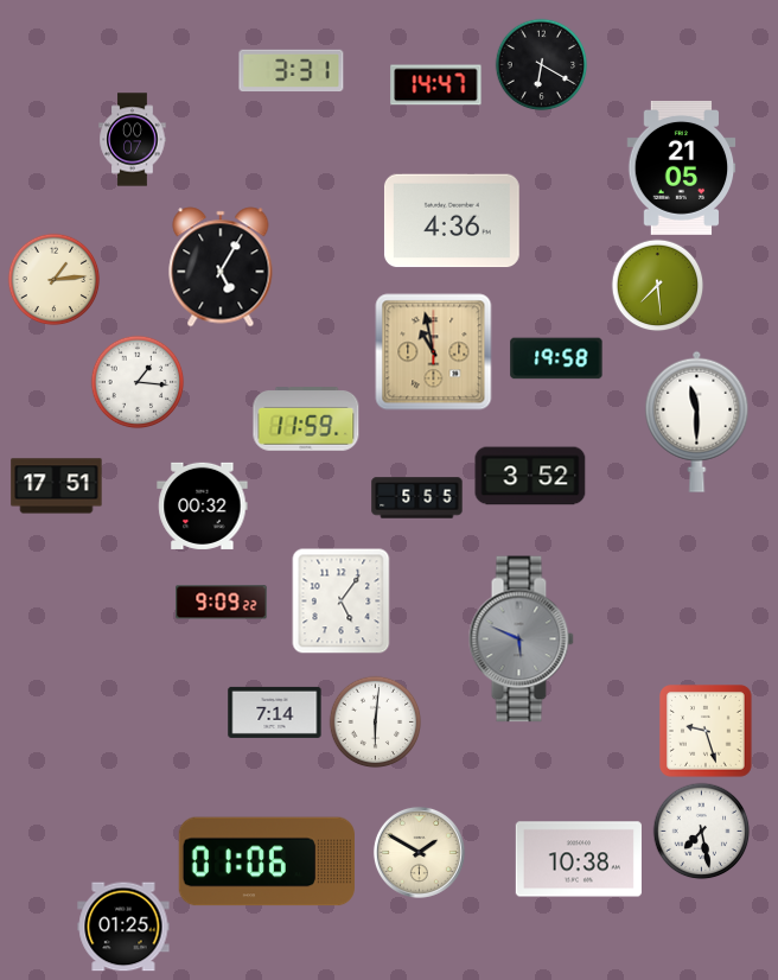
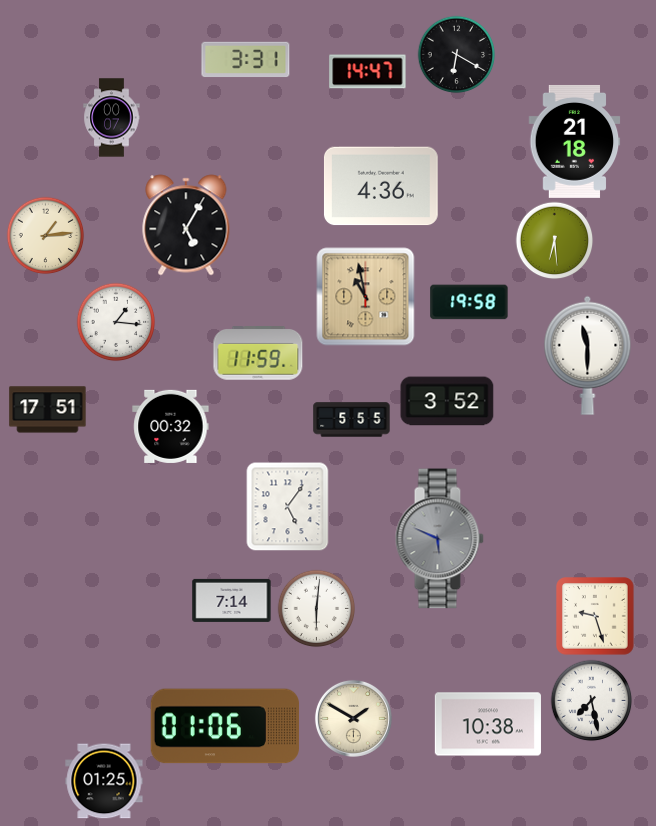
clock at (682, 167): 21:05 -> 21:18
clock at (657, 285): 7:29 -> 6:29
clock at (222, 603): 9:09 -> none
